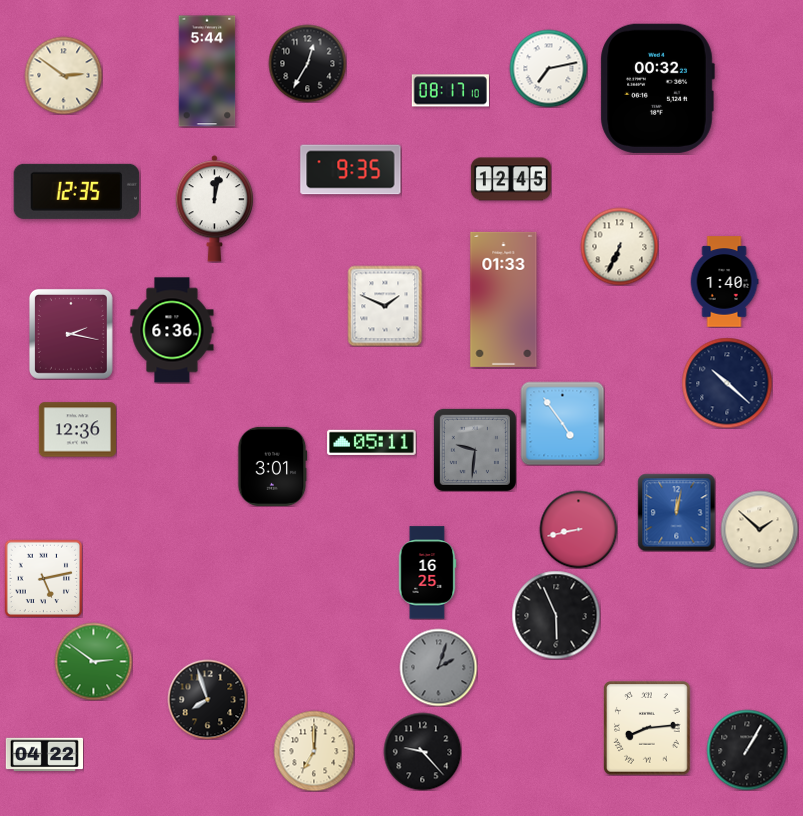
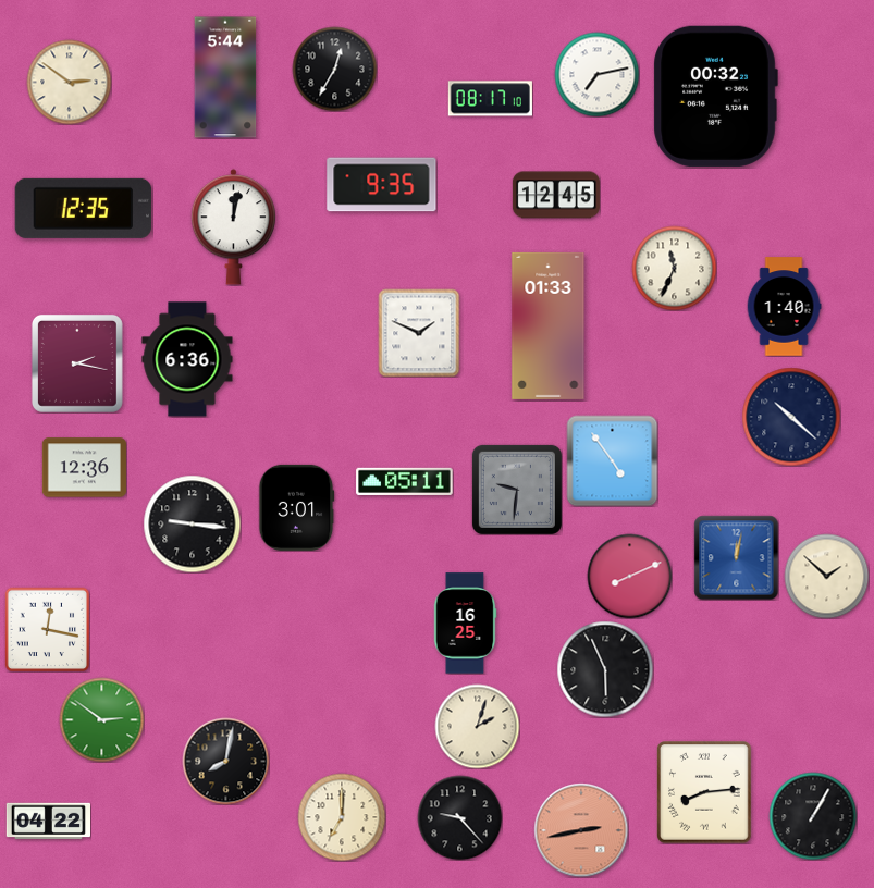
clock at (619, 246): 6:34 -> 11:34
clock at (724, 282) position: (724, 282) -> (784, 307)
clock at (192, 523): none -> 9:16
clock at (578, 529): 8:43 -> 8:11
clock at (43, 578): 5:13 -> 12:17
clock at (438, 667) dial: grey -> cream
clock at (207, 699): 7:57 -> 8:02
clock at (581, 830): none -> 2:43
